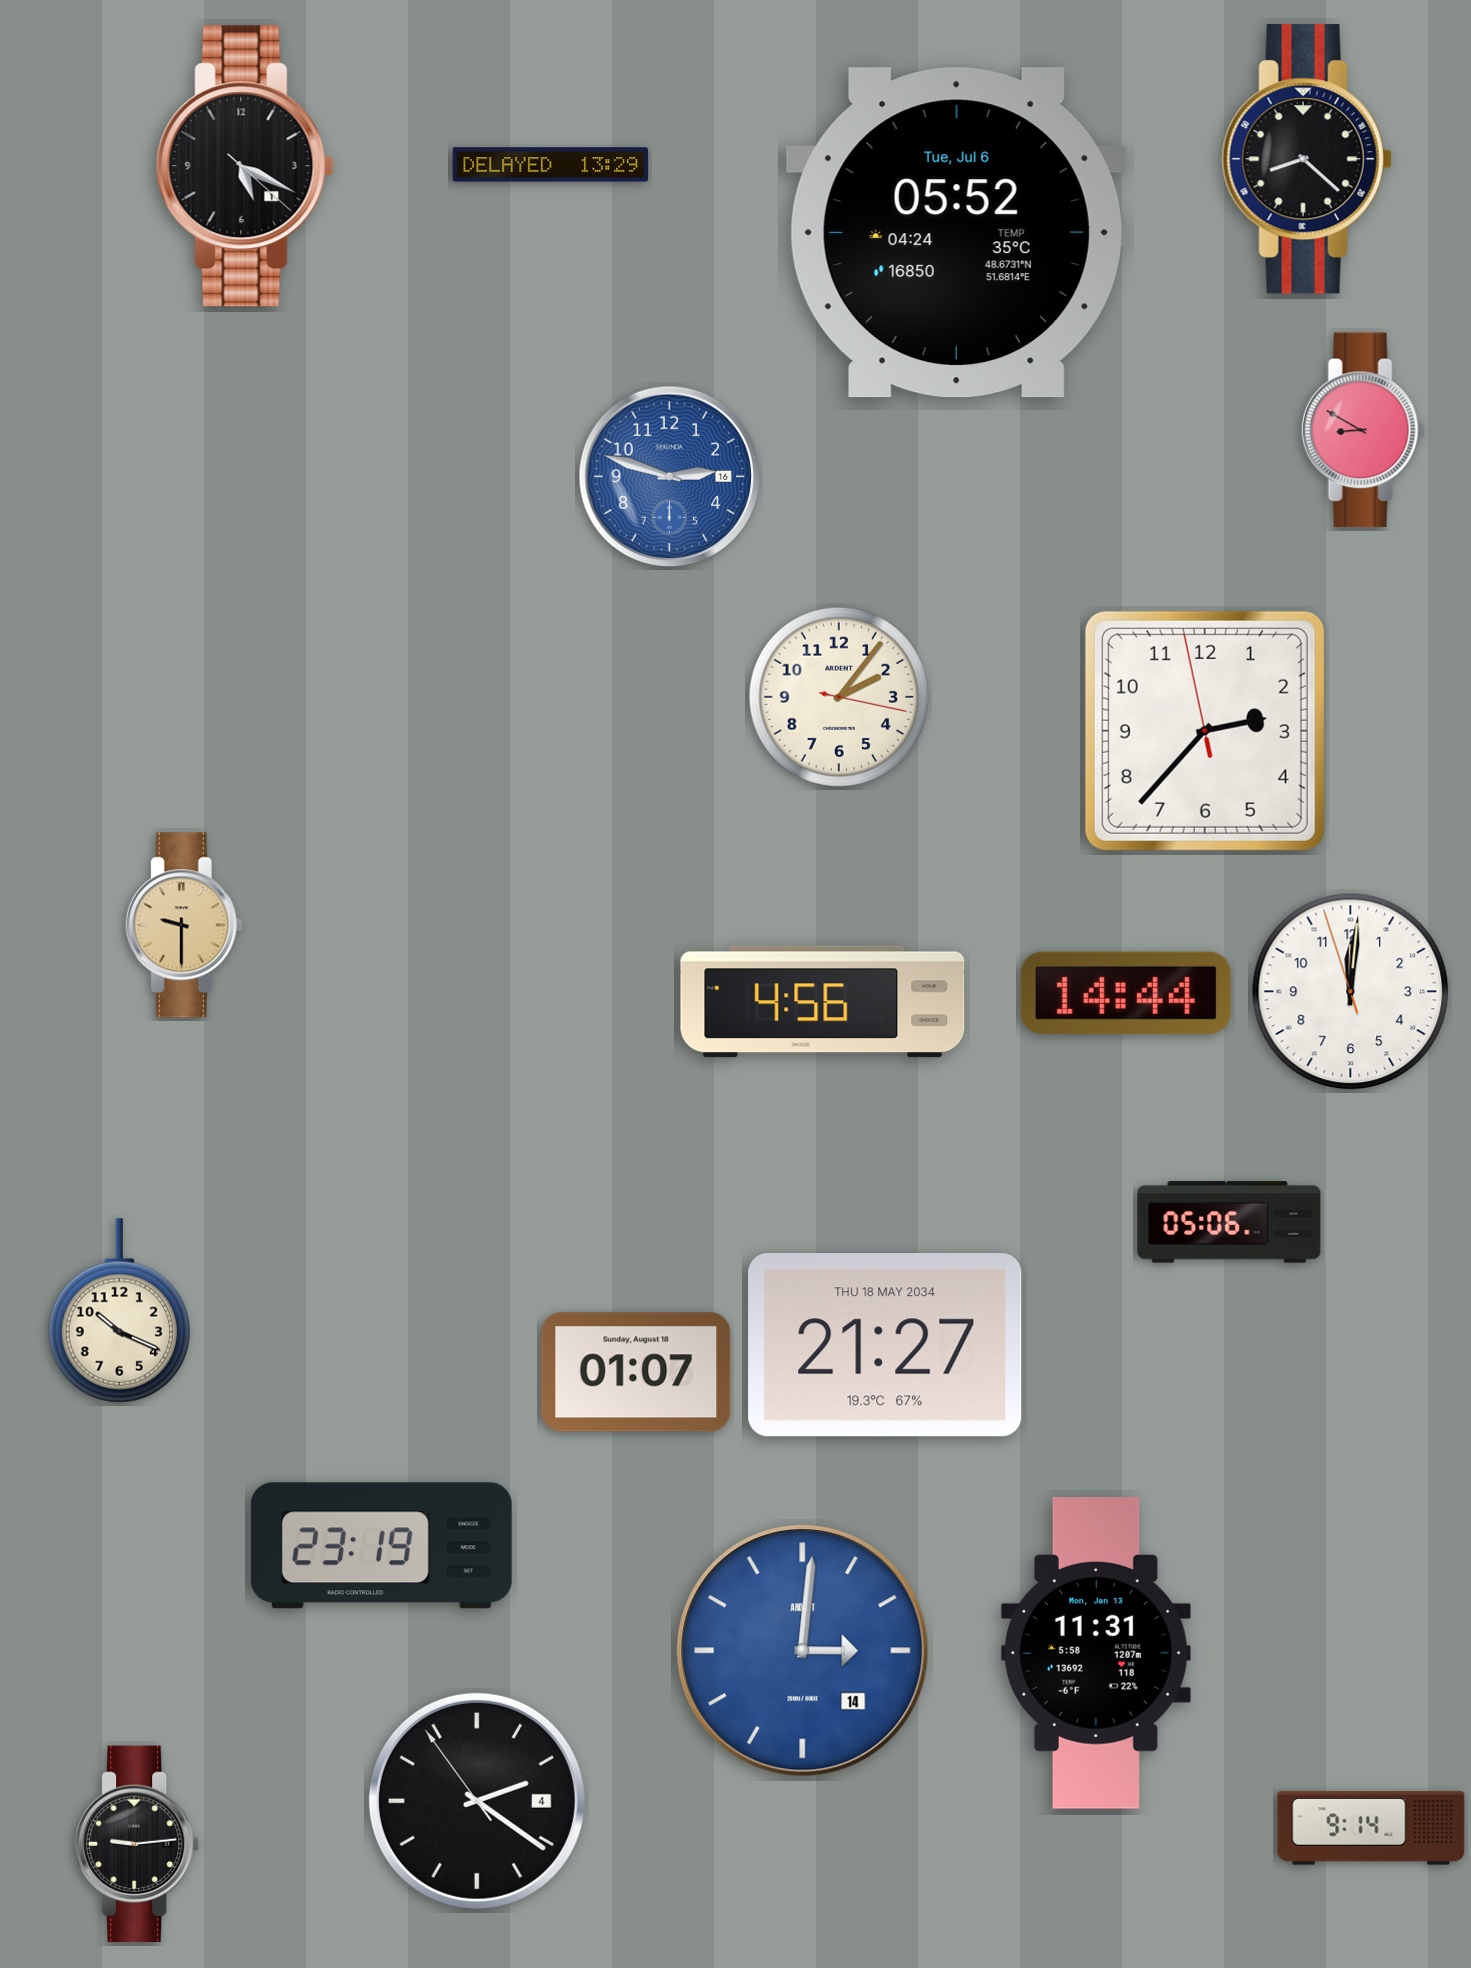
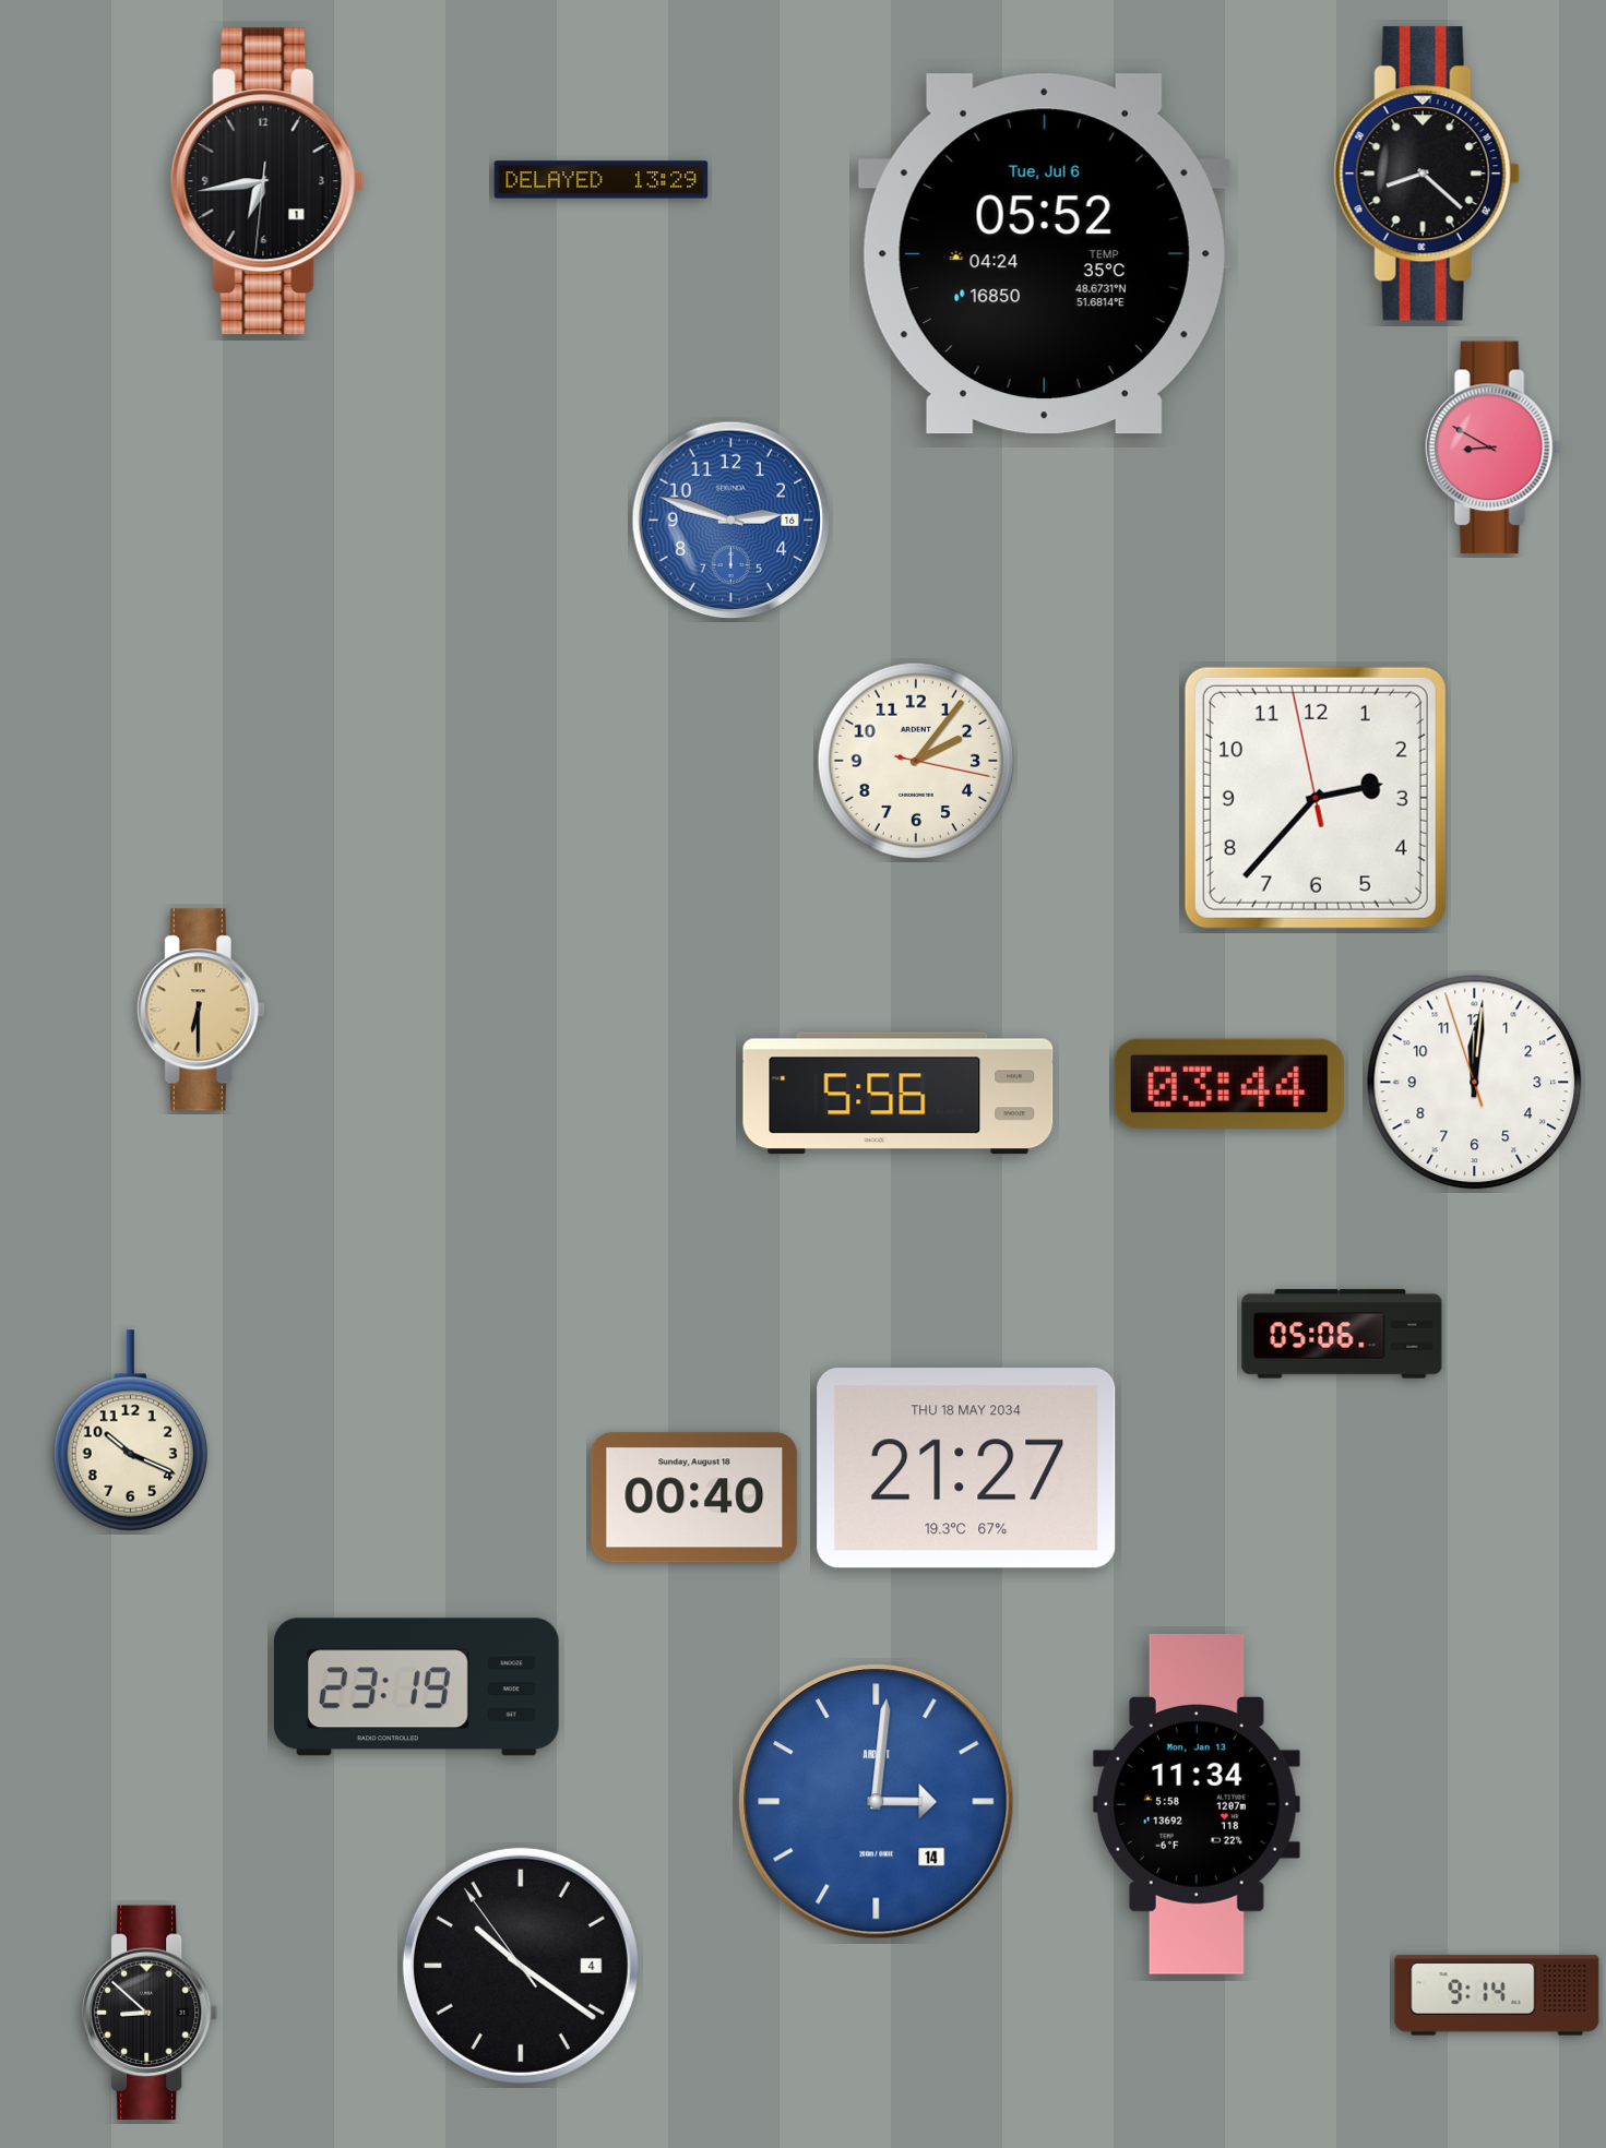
clock at (245, 166): 5:19 -> 6:43
clock at (1363, 430) position: (1363, 430) -> (1492, 448)
clock at (184, 925): 9:30 -> 6:30
clock at (1126, 993): 14:44 -> 03:44
clock at (823, 1002): 4:56 -> 5:56
clock at (636, 1372): 01:07 -> 00:40
clock at (1096, 1654): 11:31 -> 11:34
clock at (477, 1801): 2:20 -> 10:20
clock at (137, 1844): 9:14 -> 8:52
